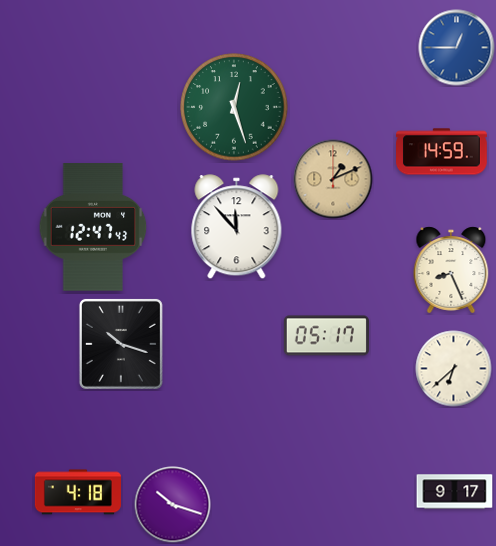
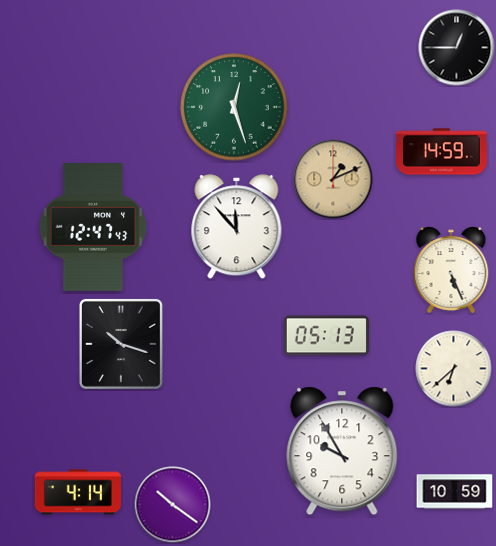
clock at (457, 48) dial: blue -> black
clock at (451, 270): 8:26 -> 5:26
clock at (326, 336): 05:17 -> 05:13
clock at (342, 451): none -> 9:55
clock at (78, 492): 4:18 -> 4:14
clock at (455, 492): 9:17 -> 10:59
clock at (173, 505): 10:18 -> 10:21
